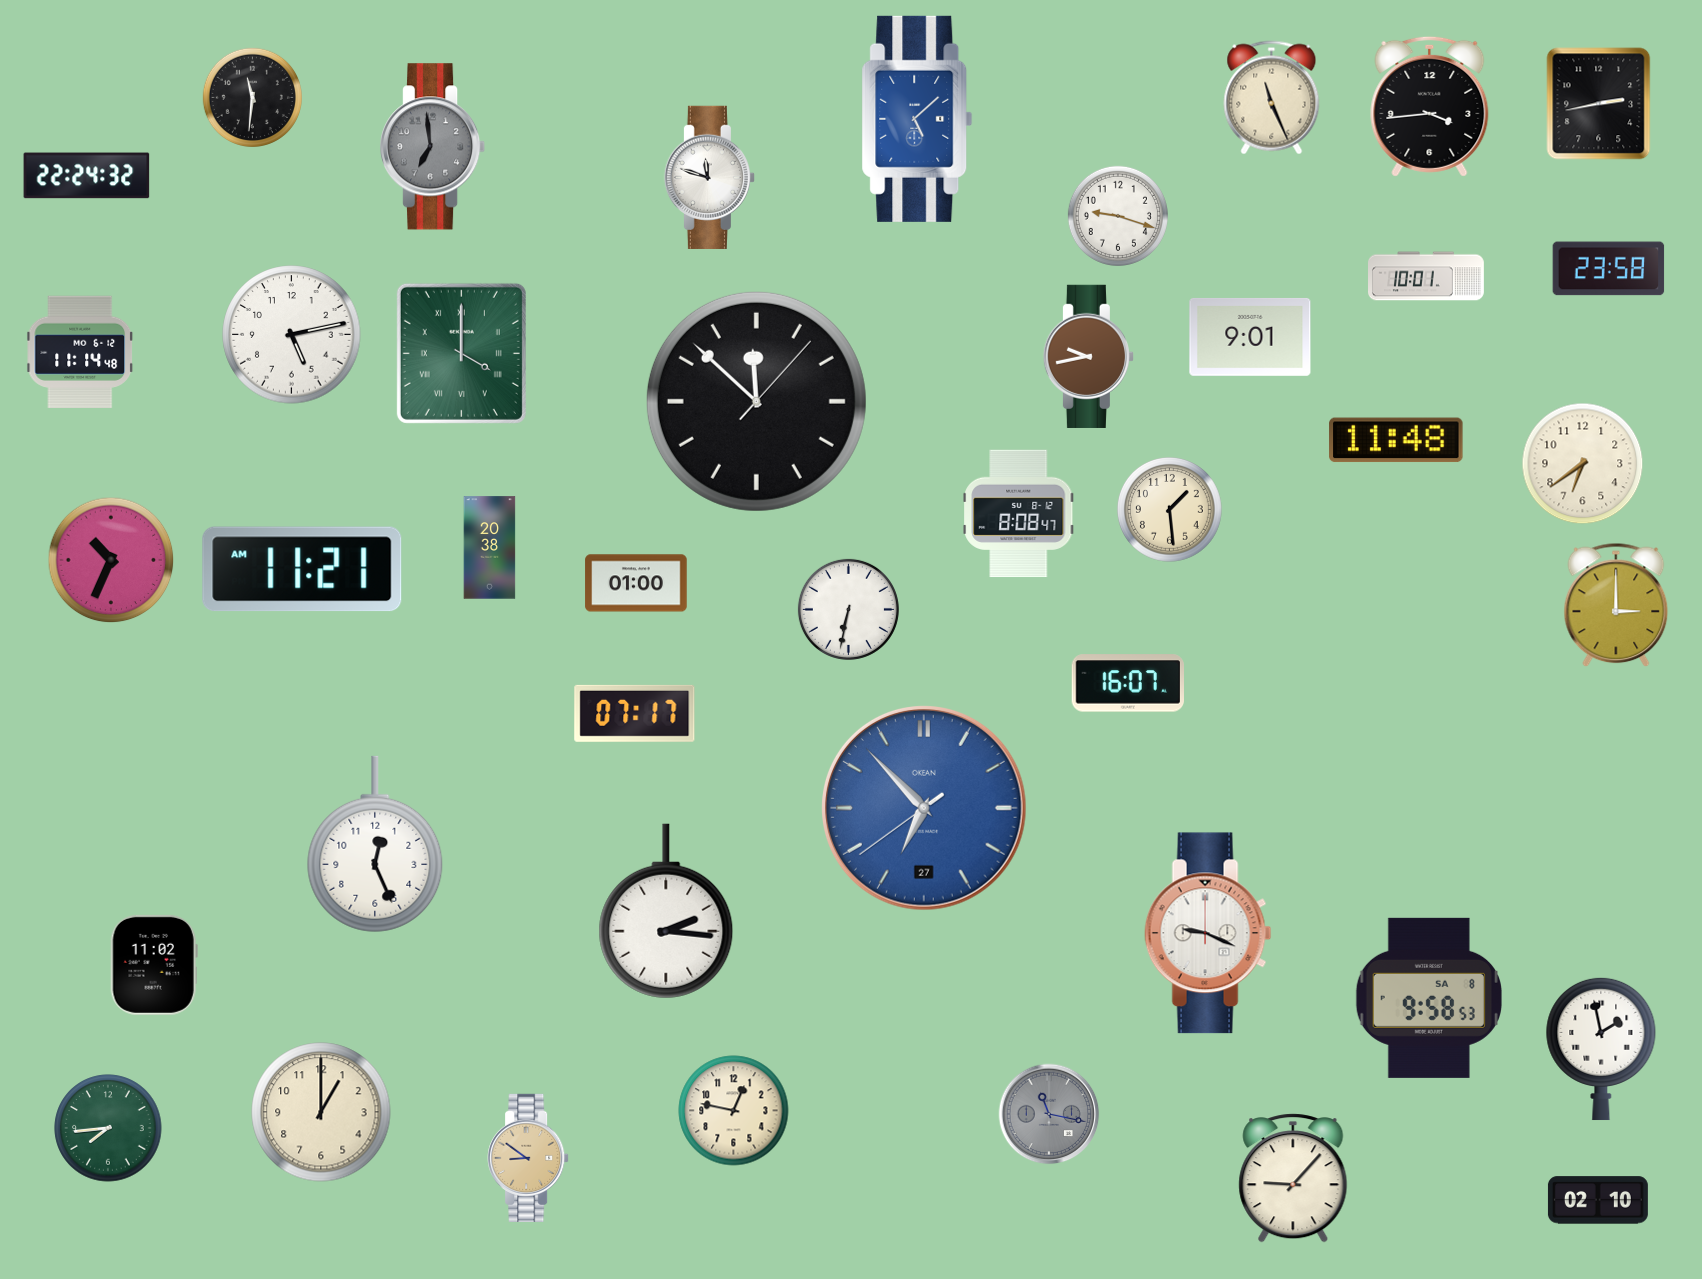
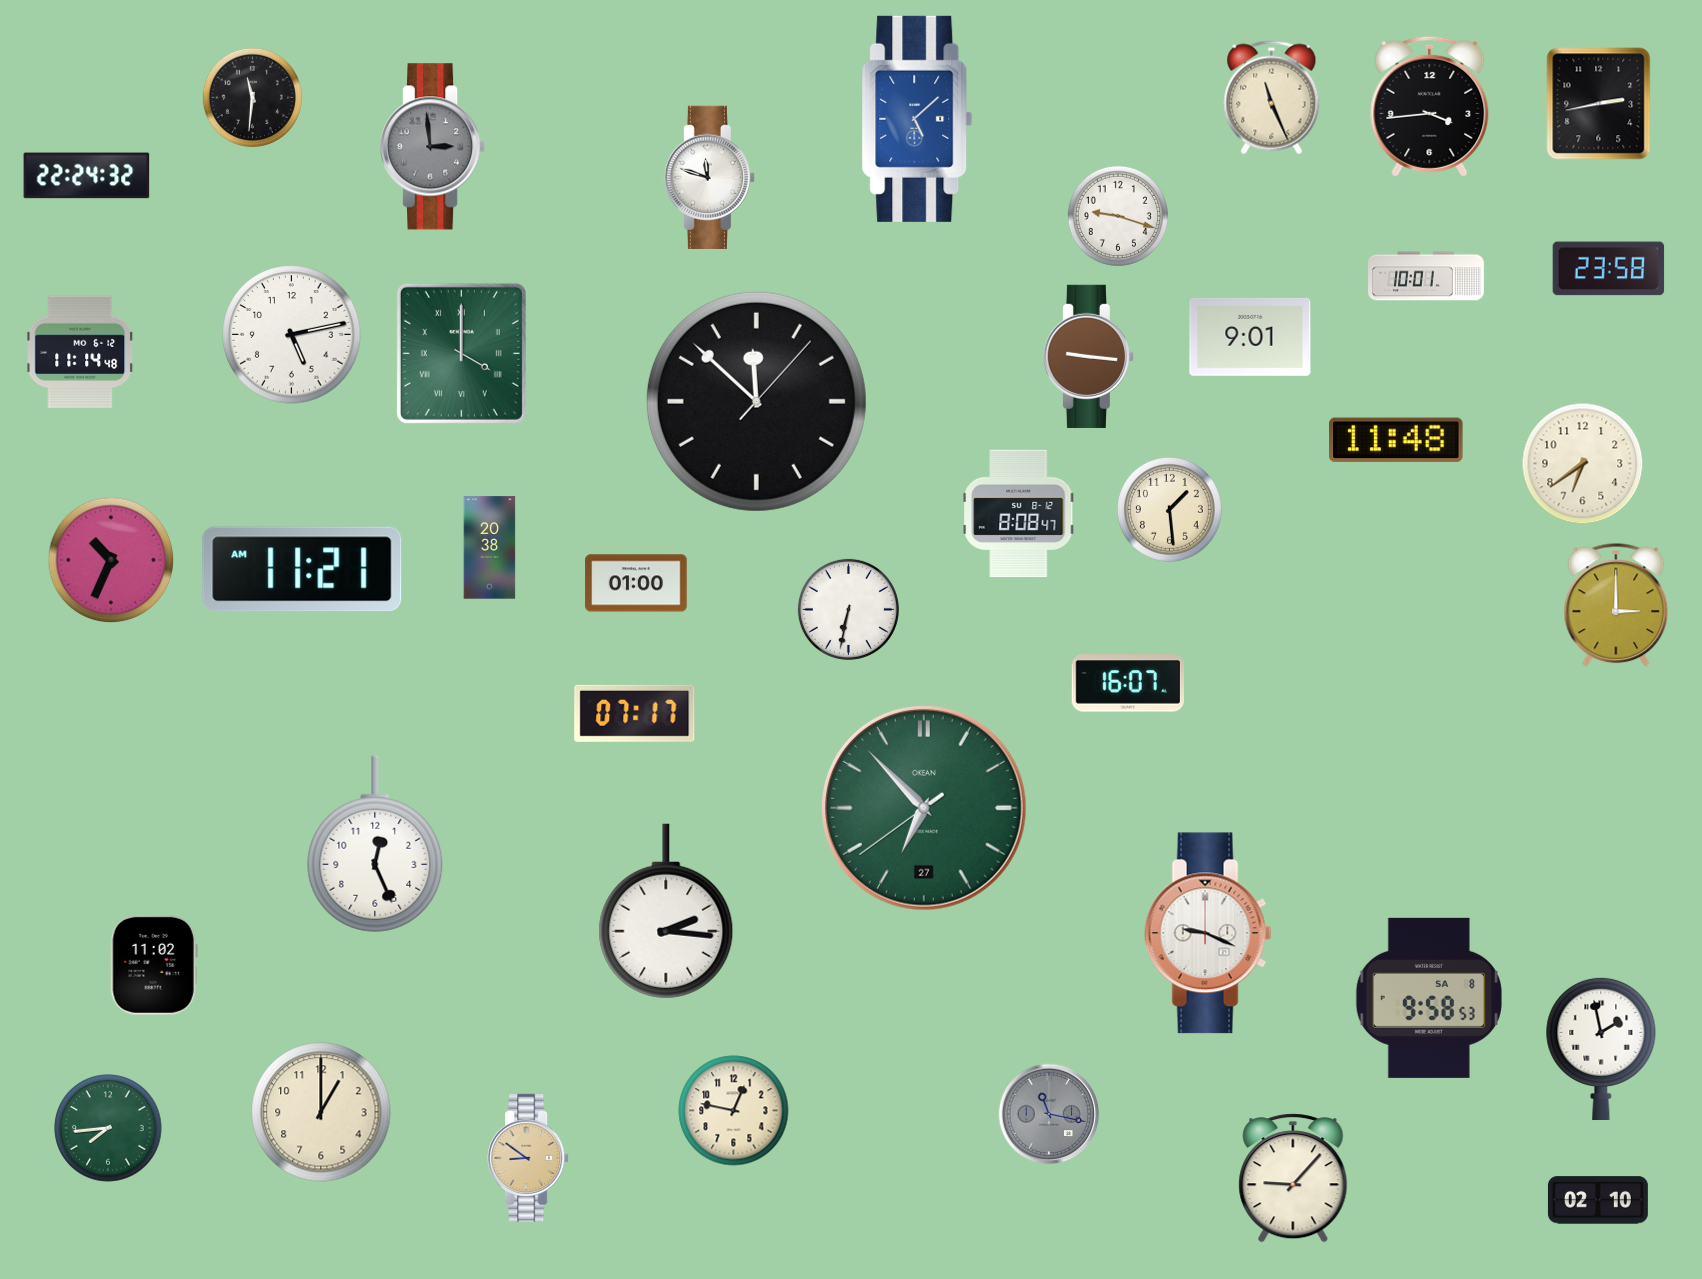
clock at (434, 147): 6:59 -> 2:59
clock at (1088, 356): 9:43 -> 9:16
clock at (925, 809) dial: blue -> green
